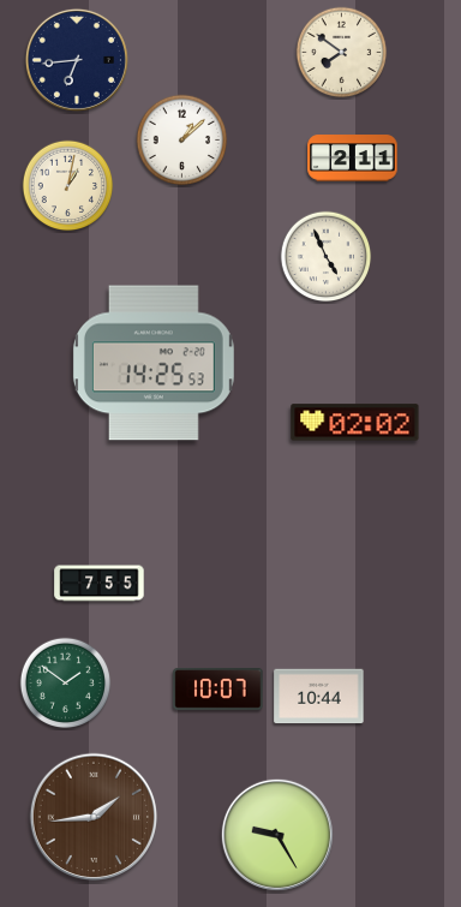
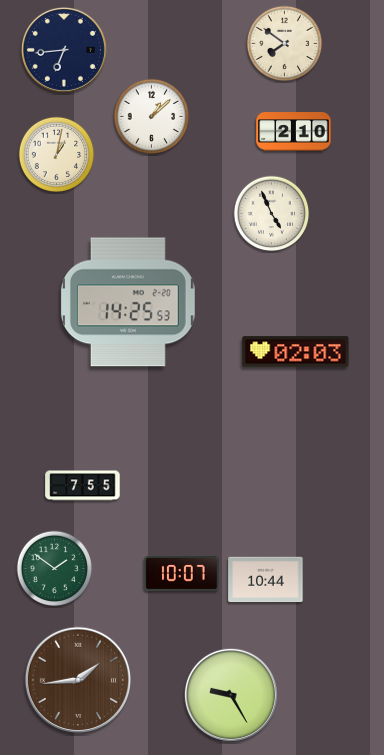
clock at (353, 159): 2:11 -> 2:10
clock at (355, 423): 02:02 -> 02:03
